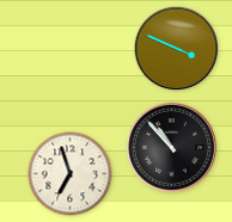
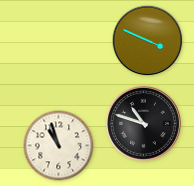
clock at (171, 147): 10:53 -> 10:48
clock at (71, 174): 6:57 -> 10:57
